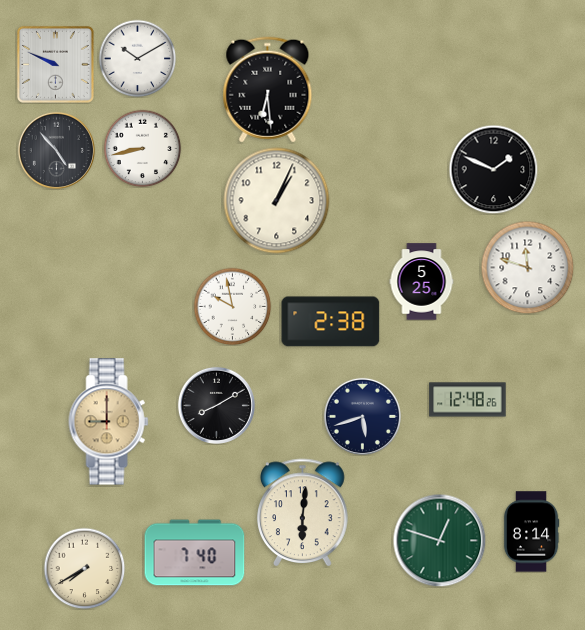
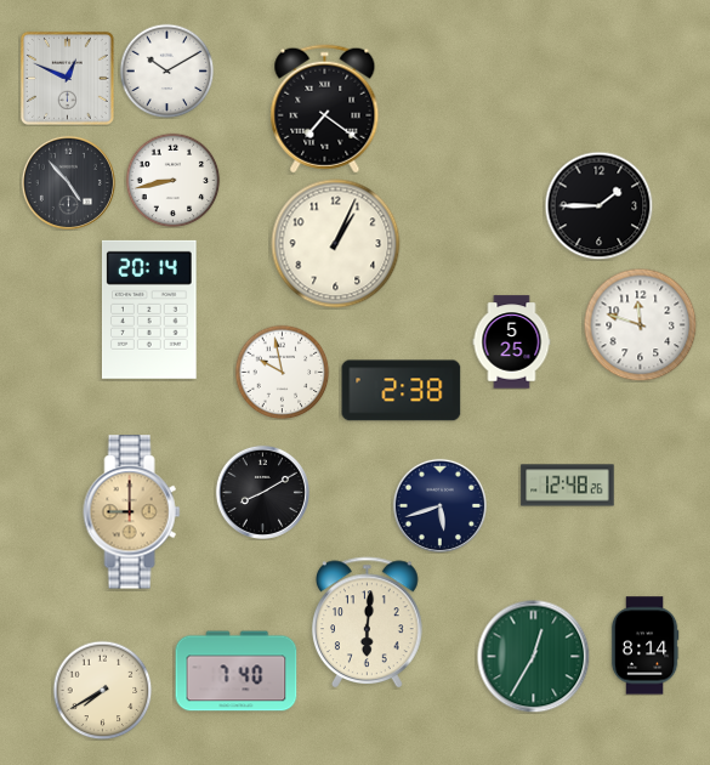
clock at (55, 64): 9:49 -> 12:49
clock at (268, 90): 6:29 -> 7:21
clock at (493, 169): 1:49 -> 1:45
clock at (150, 310): none -> 20:14
clock at (439, 540): 12:48 -> 12:35
